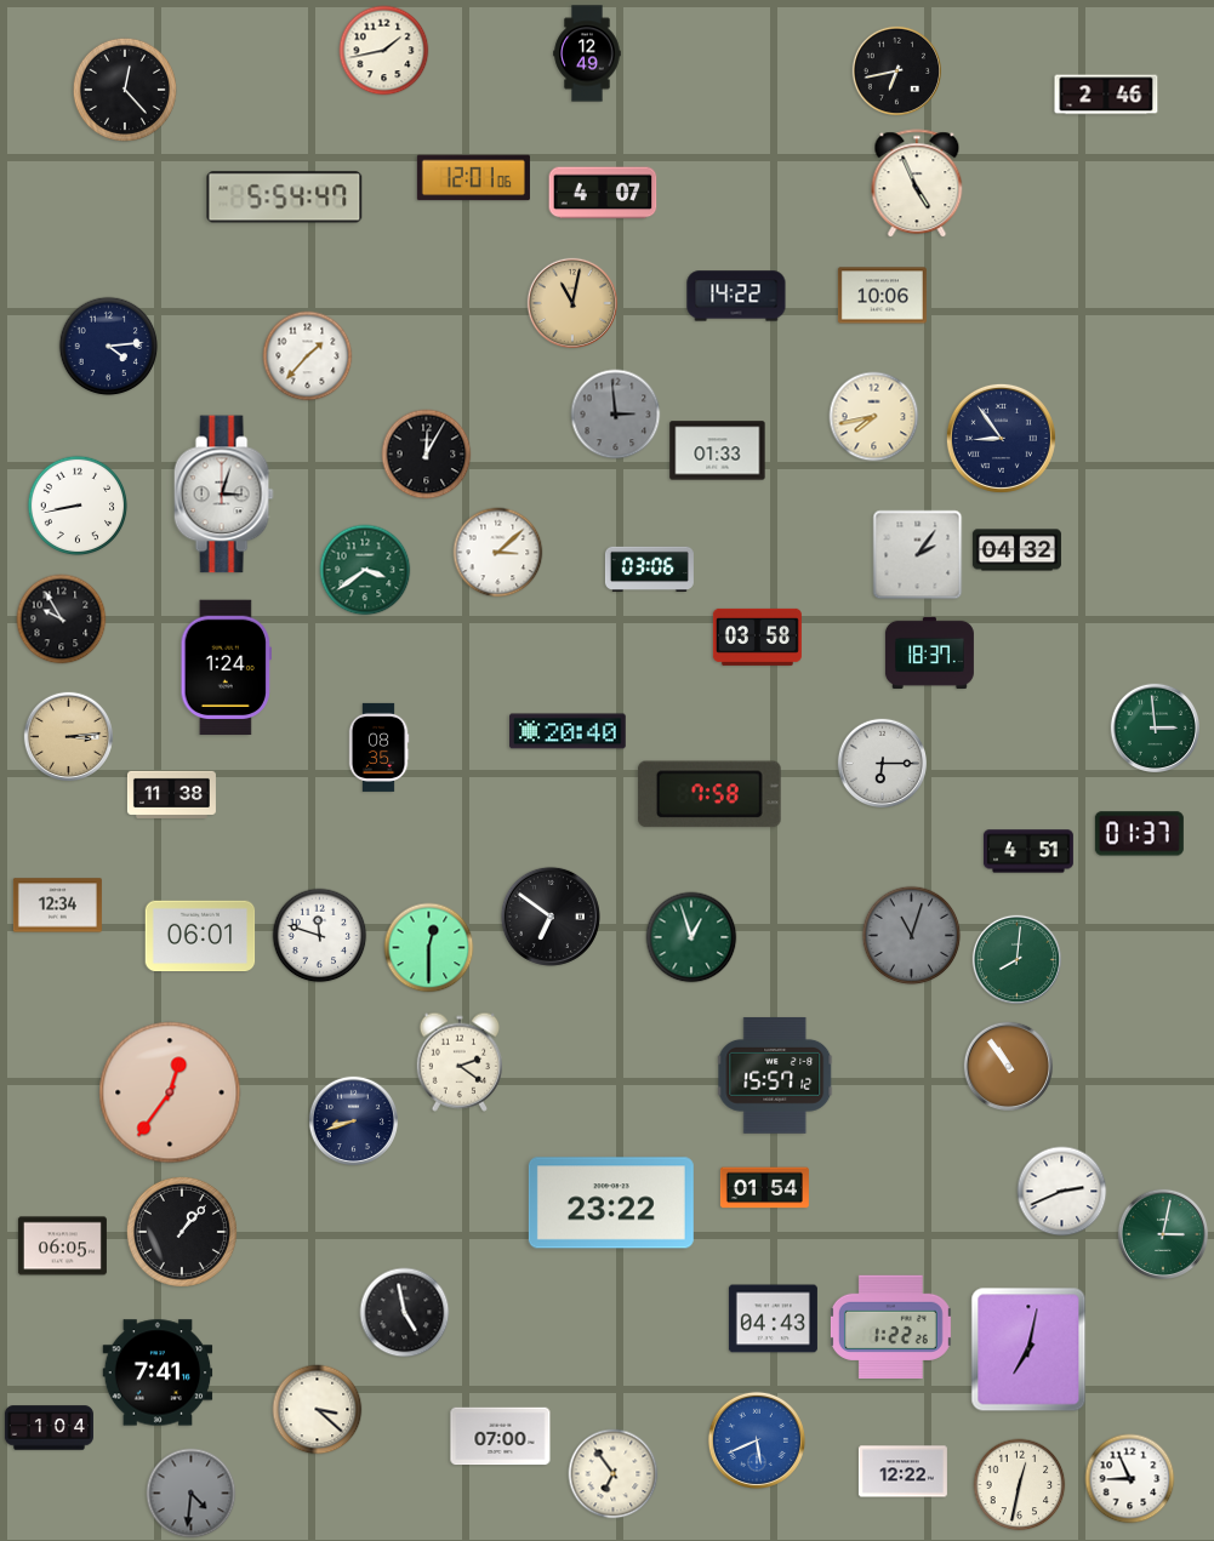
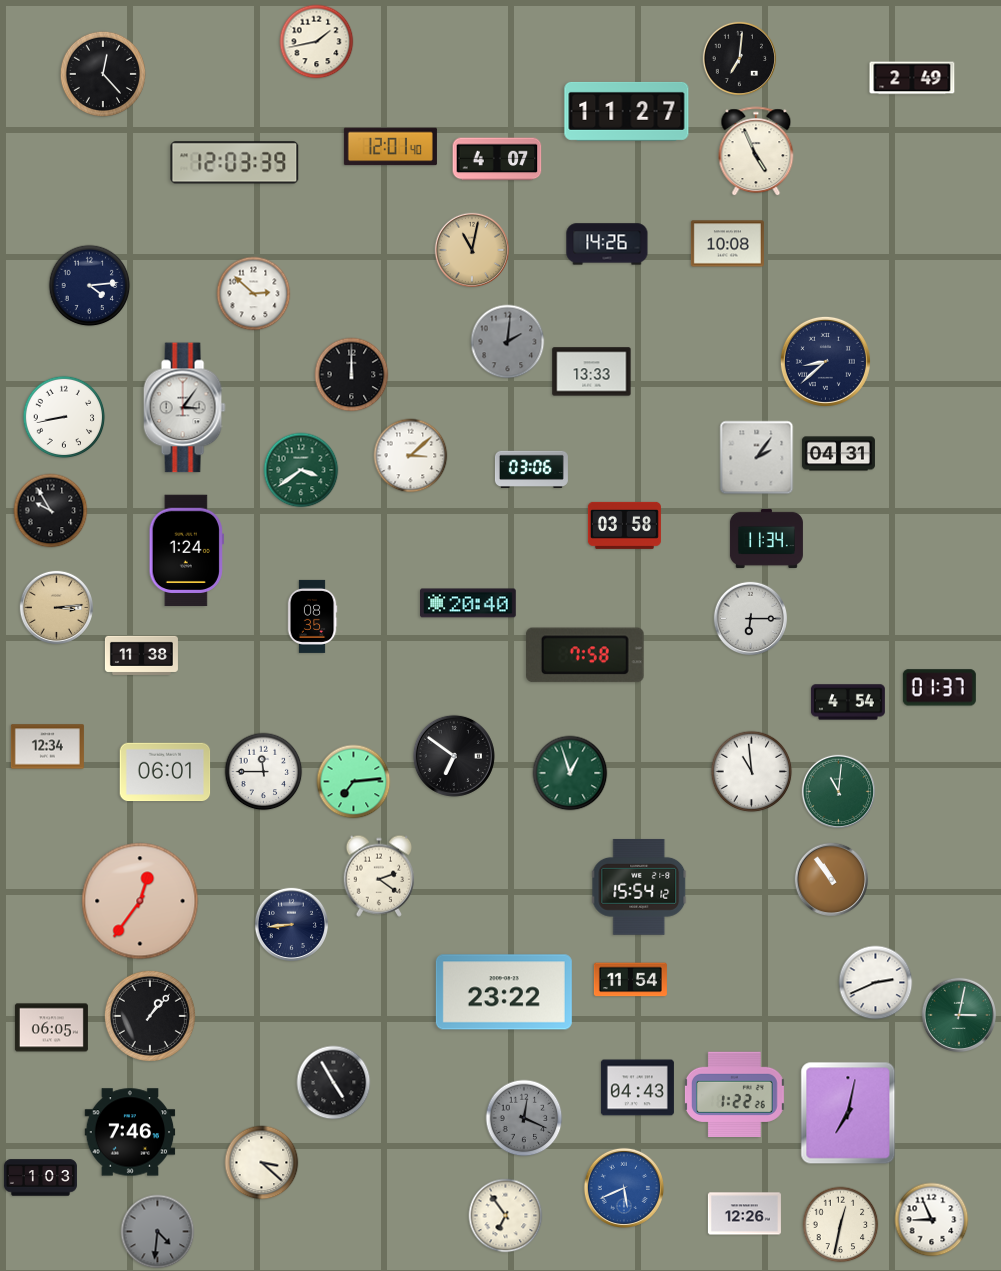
clock at (587, 53): 12:49 -> none
clock at (896, 70): 6:43 -> 7:01
clock at (1106, 95): 2:46 -> 2:49
clock at (627, 111): none -> 11:27
clock at (473, 178): 12:01:06 -> 12:01:40
clock at (285, 198): 5:54 -> 12:03
clock at (736, 296): 14:22 -> 14:26
clock at (882, 296): 10:06 -> 10:08
clock at (308, 356): 1:37 -> 2:52
clock at (616, 415): 2:59 -> 2:01
clock at (874, 417): 7:43 -> none
clock at (1001, 438): 8:54 -> 8:38
clock at (718, 451): 01:33 -> 13:33
clock at (427, 455): 12:05 -> 12:00
clock at (223, 495): 3:03 -> 3:06
clock at (1016, 550): 04:32 -> 04:31
clock at (649, 569) position: (649, 569) -> (531, 469)
clock at (929, 652): 18:37 -> 11:34
clock at (1155, 727): 2:59 -> none
clock at (882, 763) position: (882, 763) -> (750, 618)
clock at (1028, 851): 4:51 -> 4:54
clock at (320, 936): 11:48 -> 11:45
clock at (912, 936): 11:03 -> 10:59
clock at (912, 936) dial: grey -> white
clock at (429, 948): 12:30 -> 7:14
clock at (1016, 959): 8:01 -> 11:01
clock at (776, 1075): 15:57 -> 15:54
clock at (353, 1120): 8:42 -> 8:44
clock at (764, 1188): 01:54 -> 11:54
clock at (1162, 1233) position: (1162, 1233) -> (958, 1014)
clock at (405, 1313): 4:58 -> 4:55
clock at (524, 1118): none -> 12:19
clock at (158, 1372): 7:41 -> 7:46
clock at (49, 1428): 1:04 -> 1:03
clock at (501, 1437): 07:00 -> none
clock at (902, 1472): 12:22 -> 12:26
